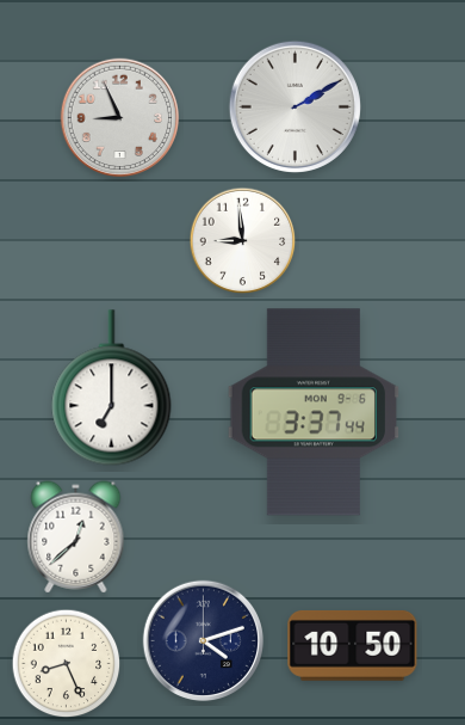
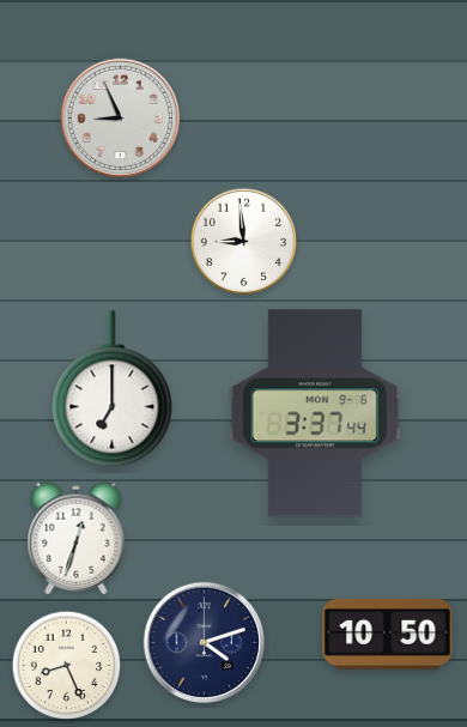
clock at (294, 106): 2:10 -> none
clock at (76, 537): 12:38 -> 12:33
clock at (353, 645) position: (353, 645) -> (388, 634)
